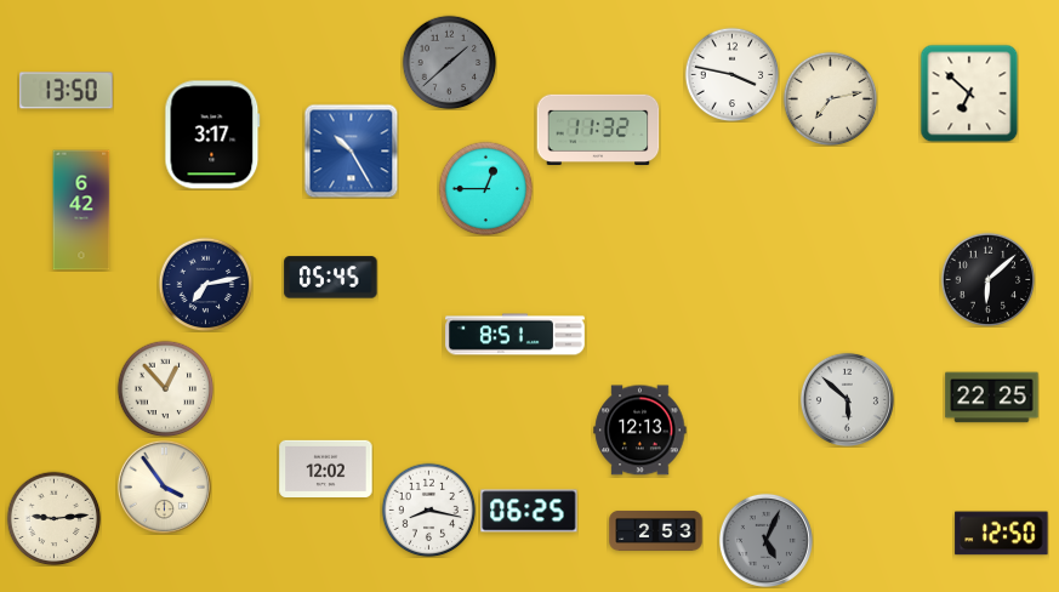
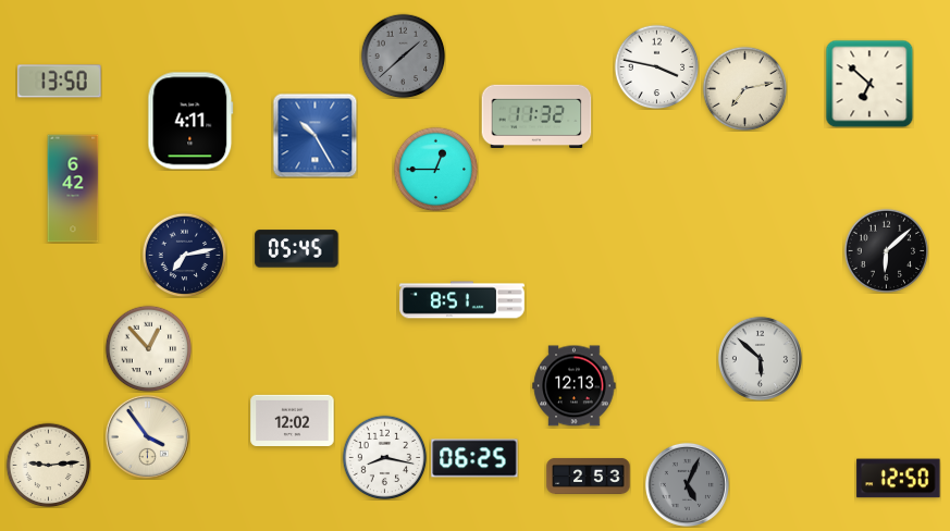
clock at (212, 135): 3:17 -> 4:11
clock at (992, 398): 22:25 -> none
